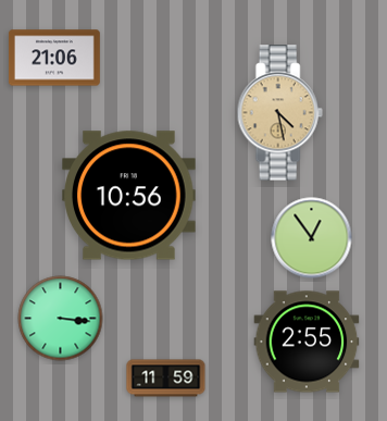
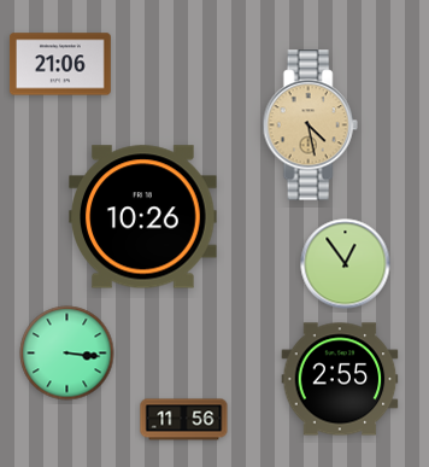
clock at (129, 196): 10:56 -> 10:26
clock at (166, 379): 11:59 -> 11:56
